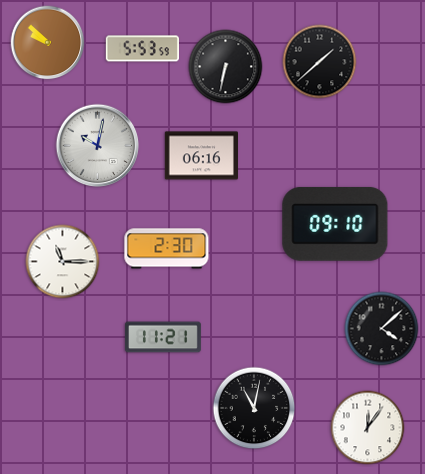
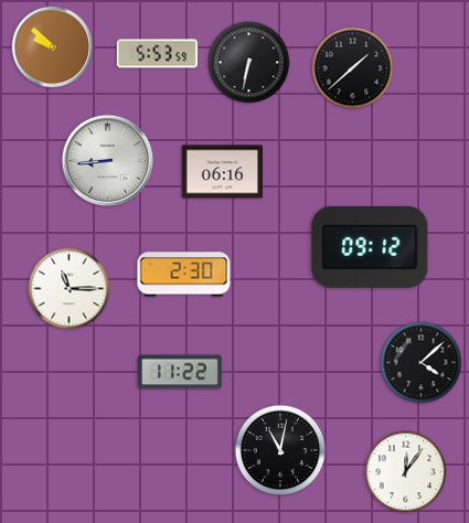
clock at (226, 67) position: (226, 67) -> (249, 63)
clock at (98, 146): 10:02 -> 8:44
clock at (335, 224): 09:10 -> 09:12
clock at (163, 337): 11:21 -> 11:22
